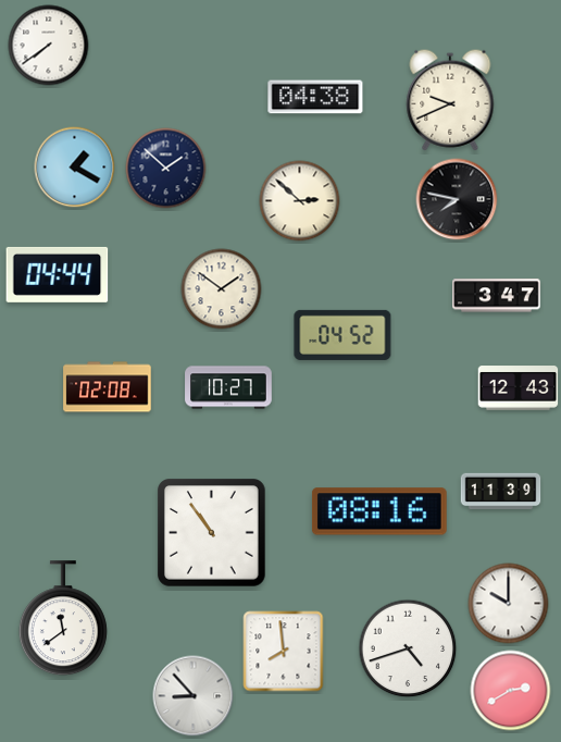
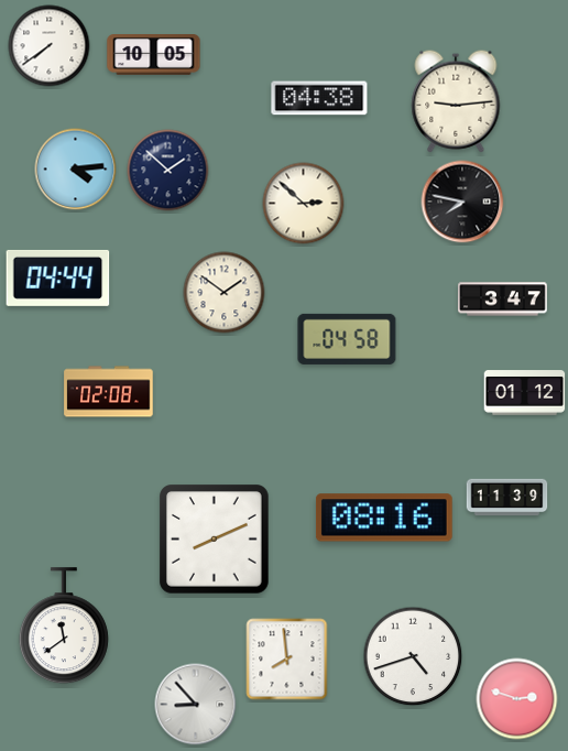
clock at (154, 55): none -> 10:05
clock at (450, 100): 9:41 -> 9:14
clock at (75, 168): 1:20 -> 4:14
clock at (342, 335): 04:52 -> 04:58
clock at (228, 387): 10:27 -> none
clock at (519, 388): 12:43 -> 01:12
clock at (212, 533): 10:54 -> 8:11
clock at (509, 604): 10:00 -> none
clock at (511, 691): 2:40 -> 2:48
